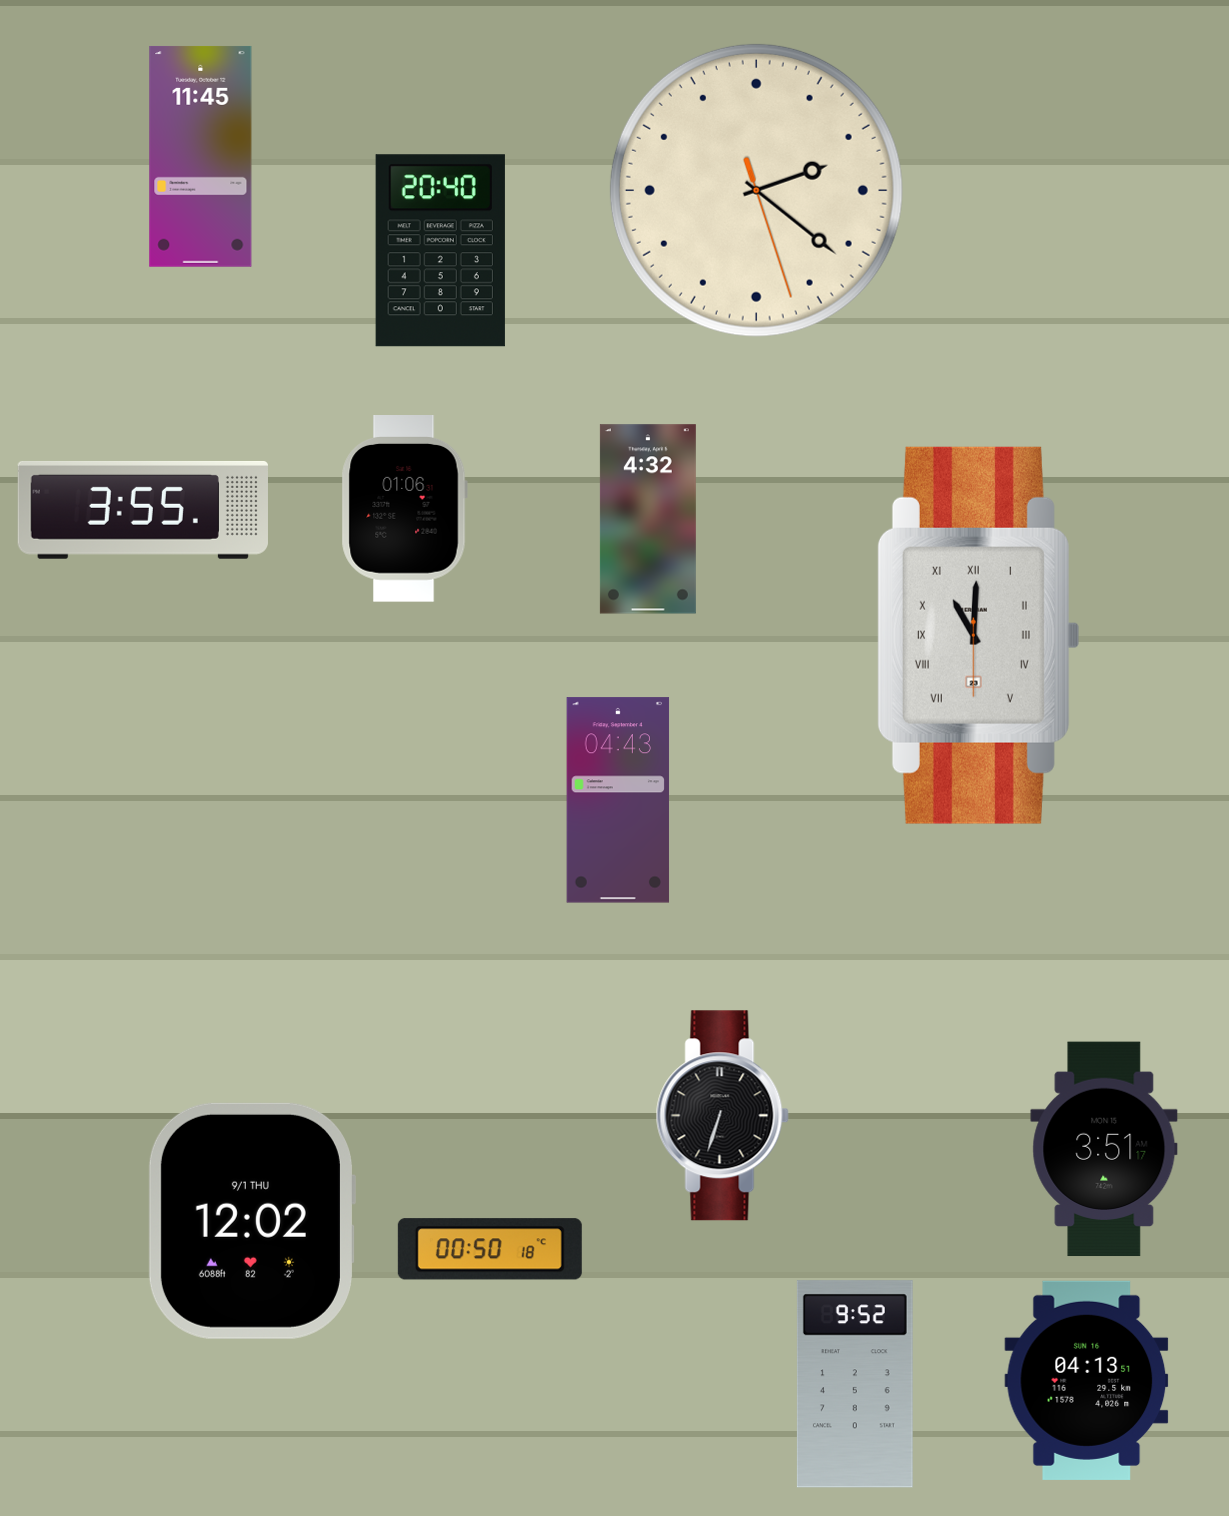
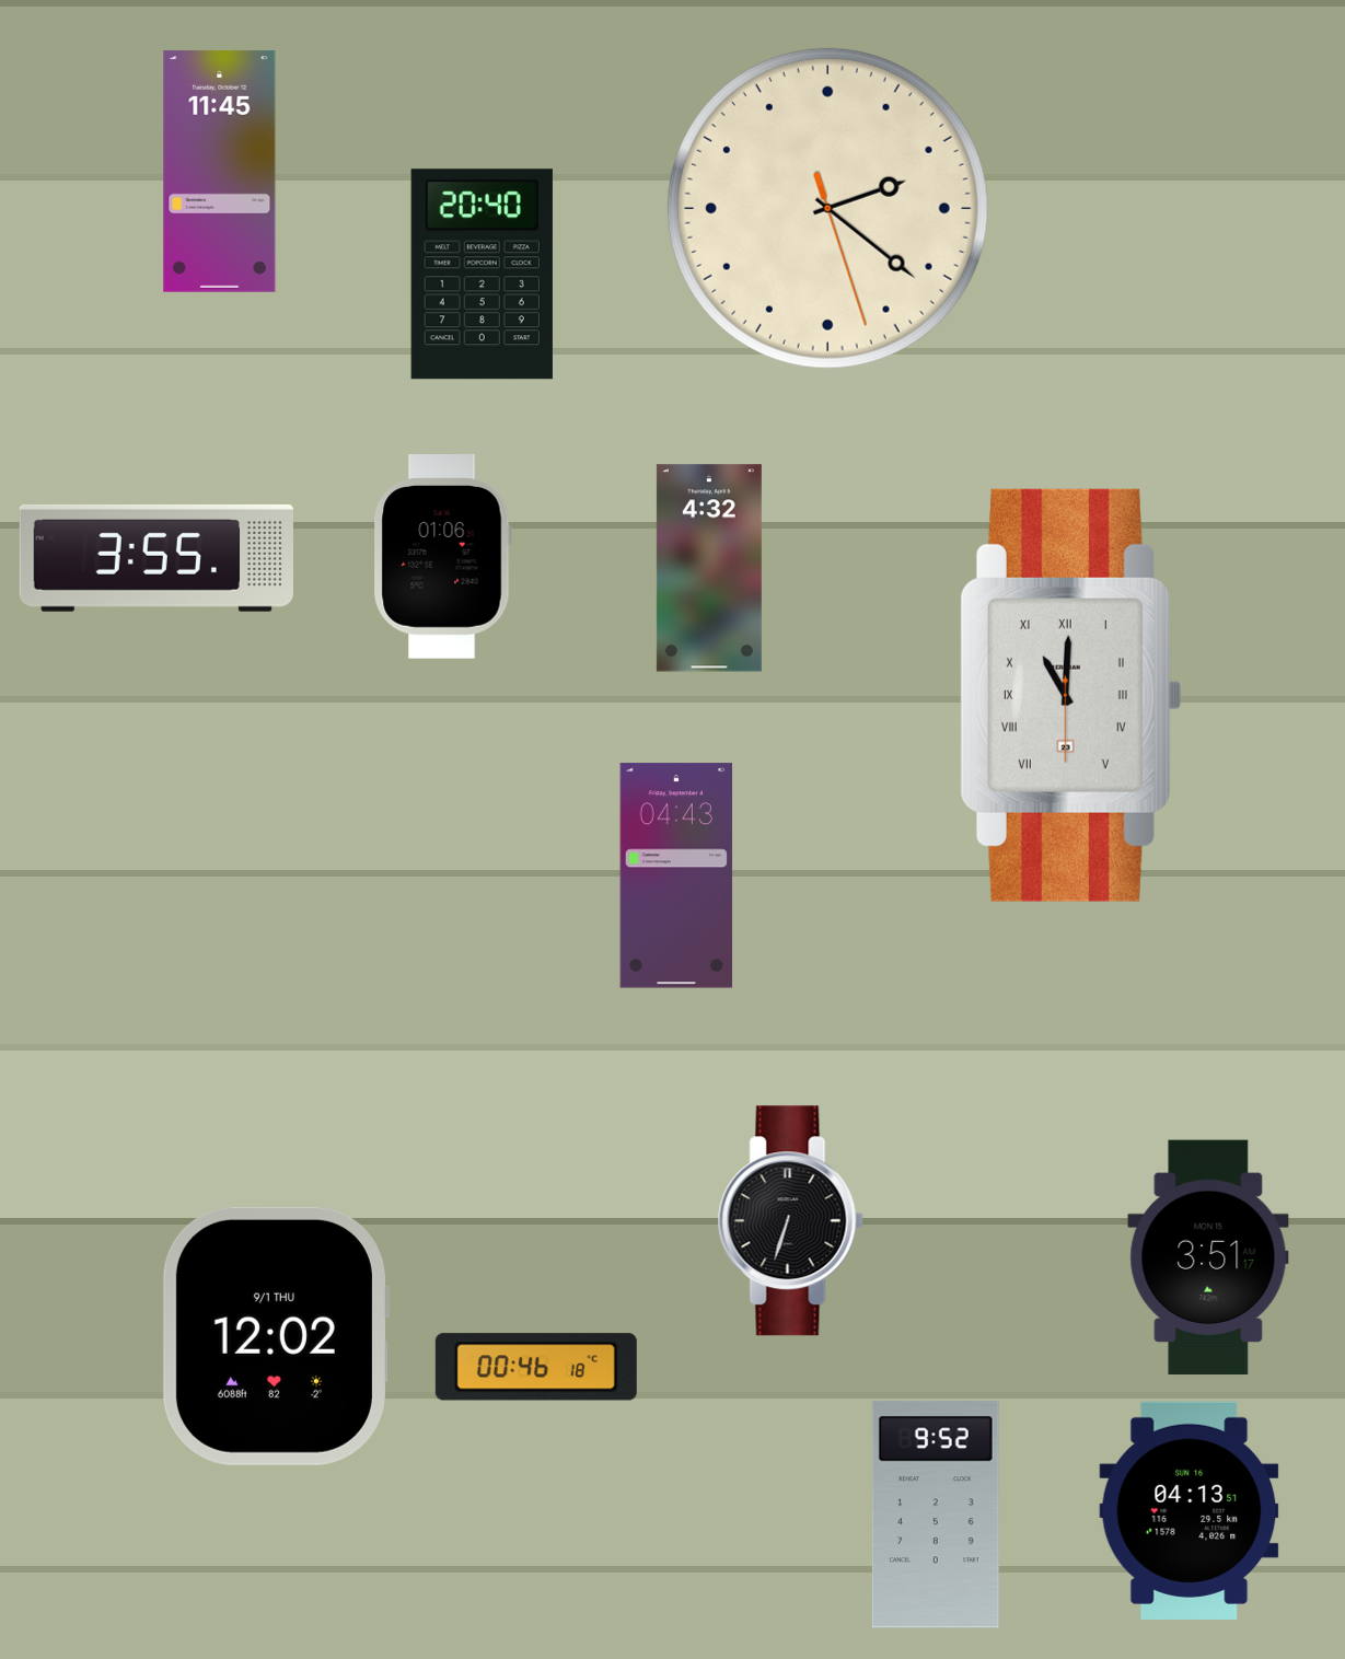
clock at (490, 1249): 00:50 -> 00:46
